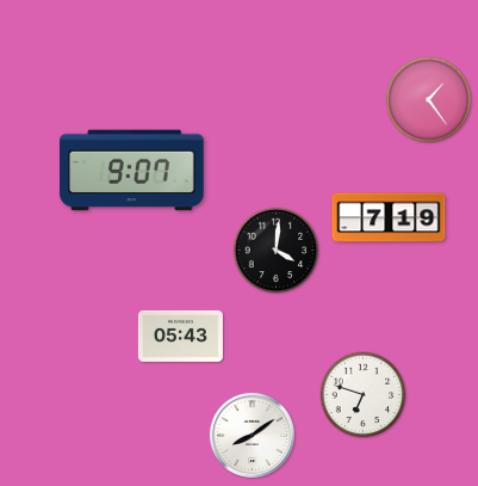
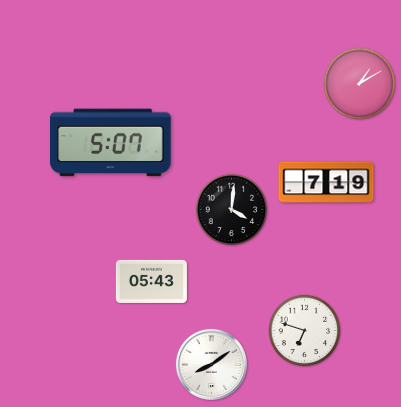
clock at (429, 100): 1:24 -> 1:10
clock at (132, 171): 9:07 -> 5:07
